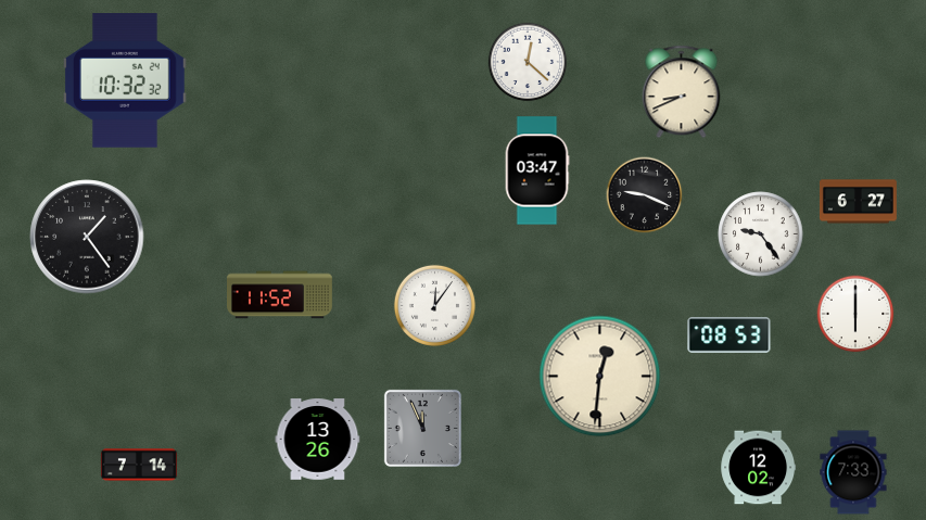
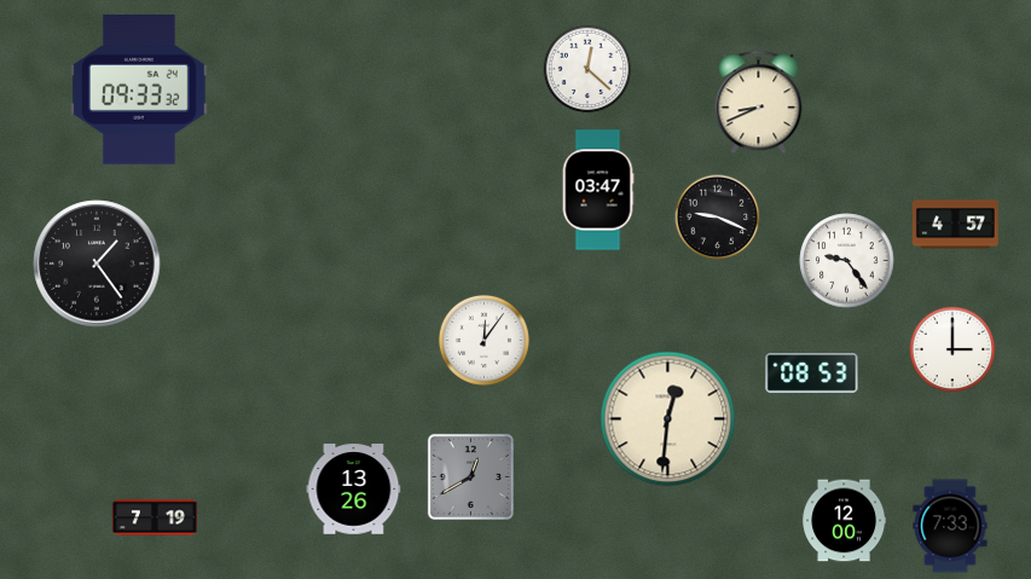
clock at (125, 80): 10:32 -> 09:33
clock at (858, 202): 6:27 -> 4:57
clock at (280, 295): 11:52 -> none
clock at (855, 314): 6:00 -> 3:00
clock at (422, 428): 11:56 -> 12:40
clock at (139, 465): 7:14 -> 7:19
clock at (759, 468): 12:02 -> 12:00
